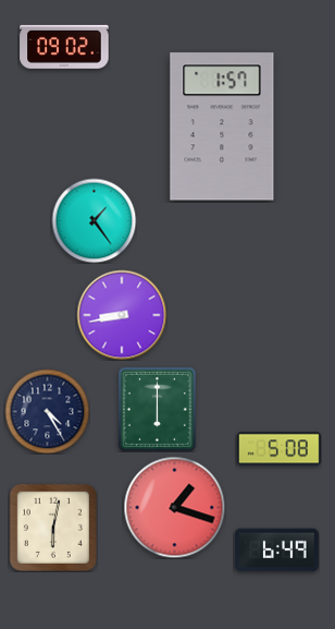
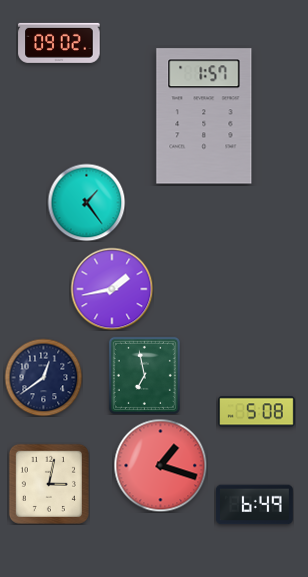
clock at (122, 315): 8:43 -> 1:43
clock at (157, 409): 6:00 -> 6:58
clock at (47, 411): 4:25 -> 12:39
clock at (53, 528): 6:02 -> 3:02
